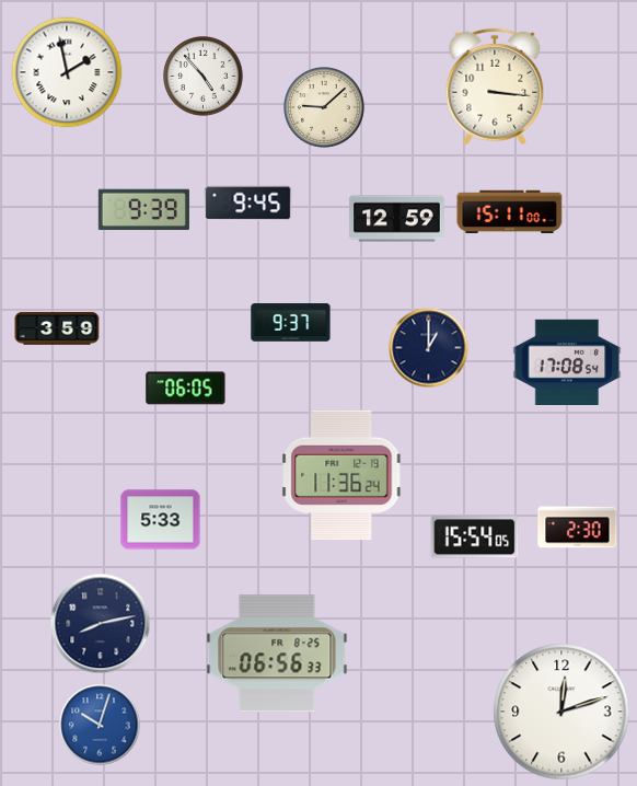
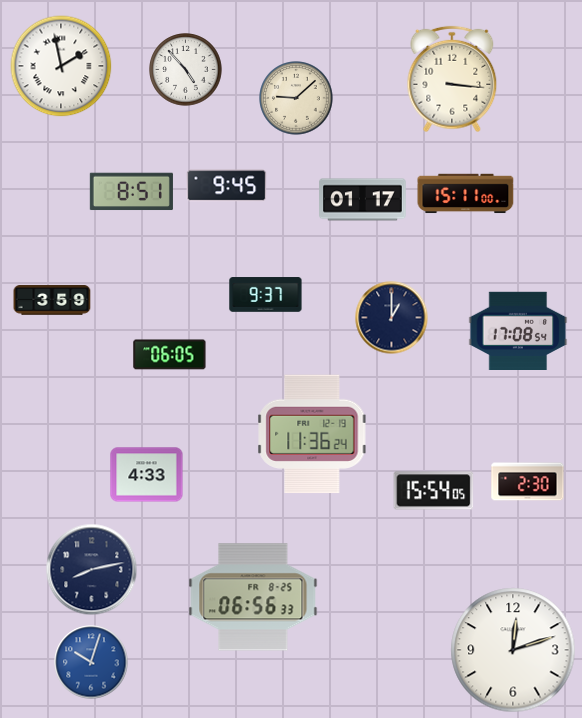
clock at (143, 210): 9:39 -> 8:51
clock at (397, 219): 12:59 -> 01:17
clock at (161, 520): 5:33 -> 4:33
